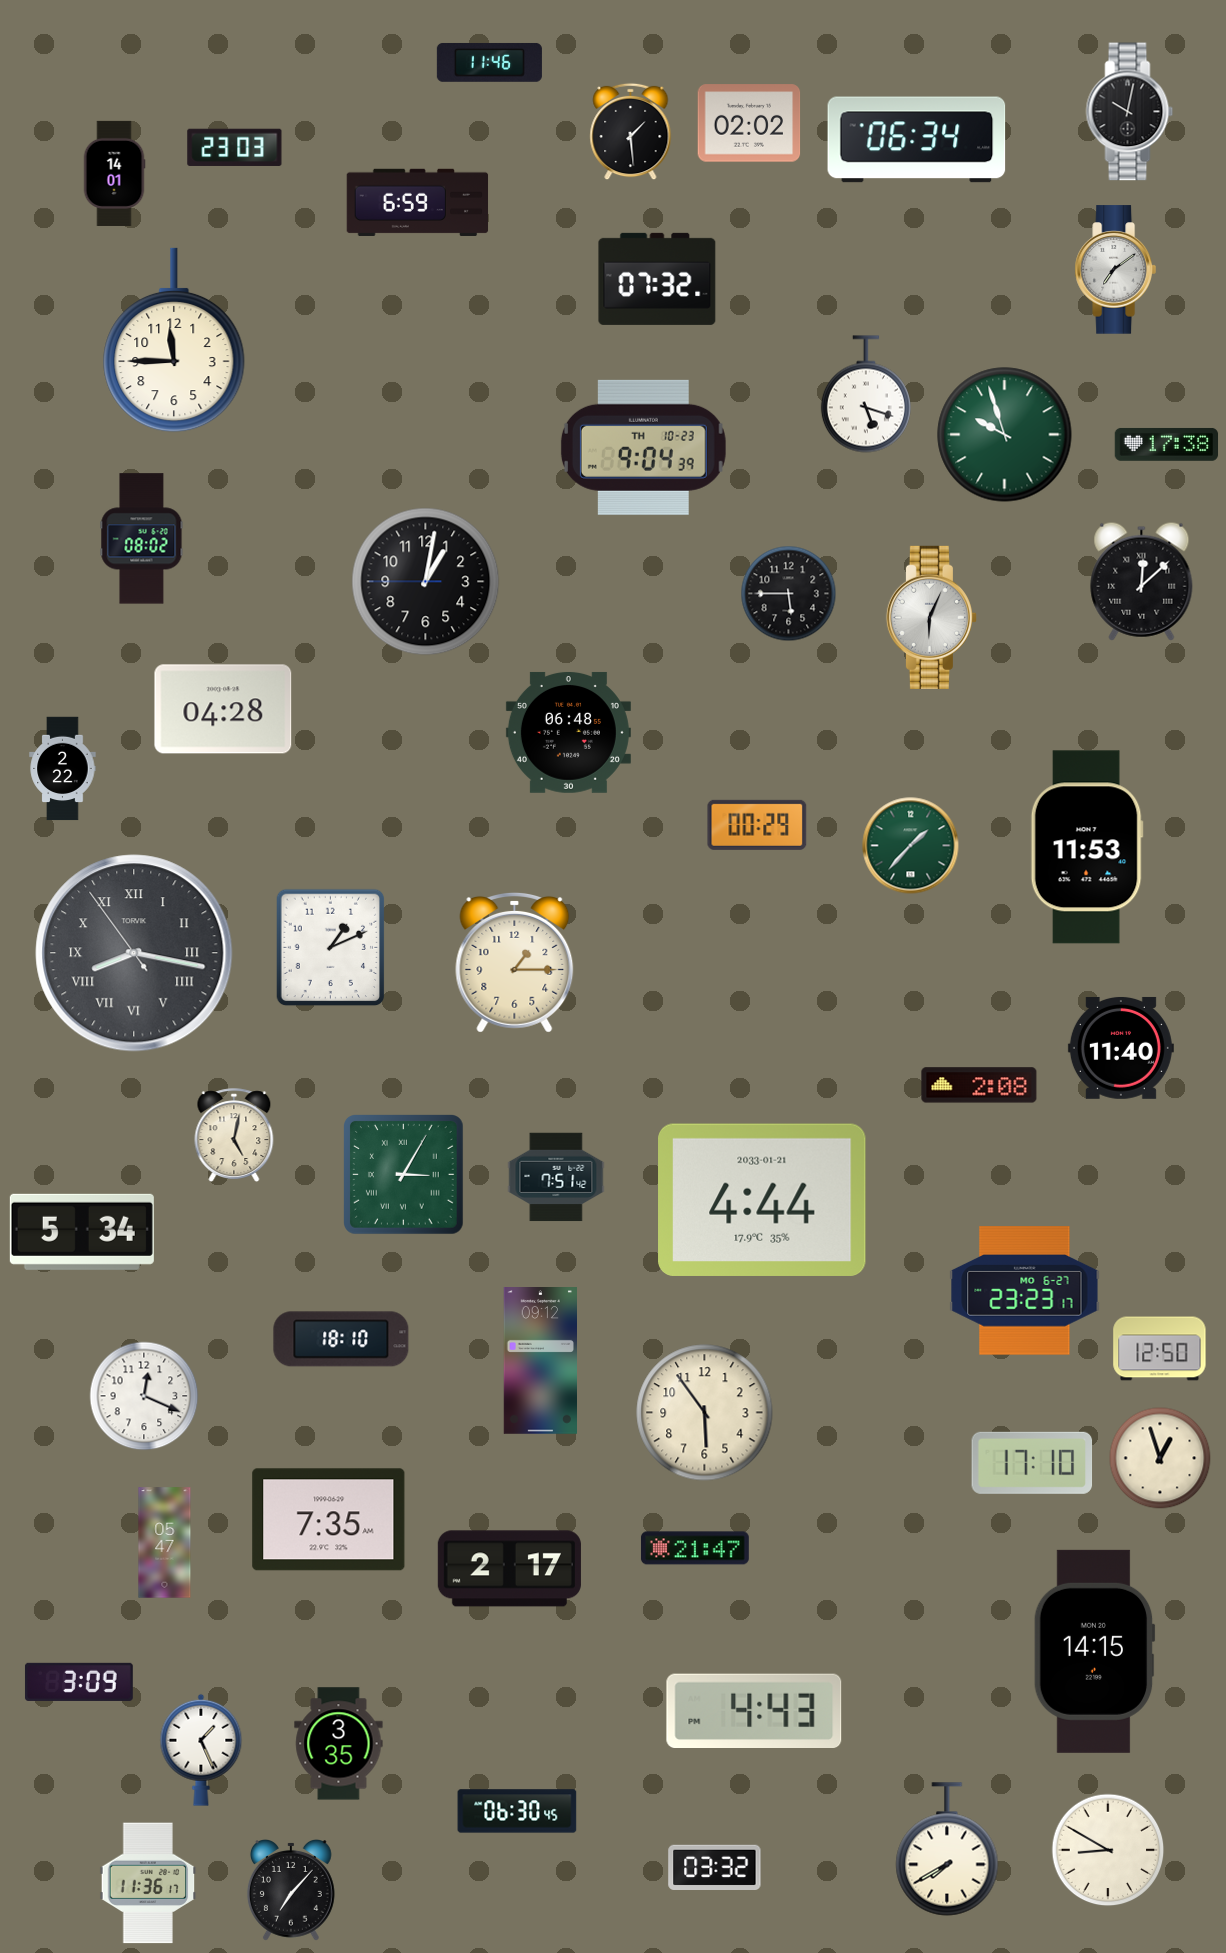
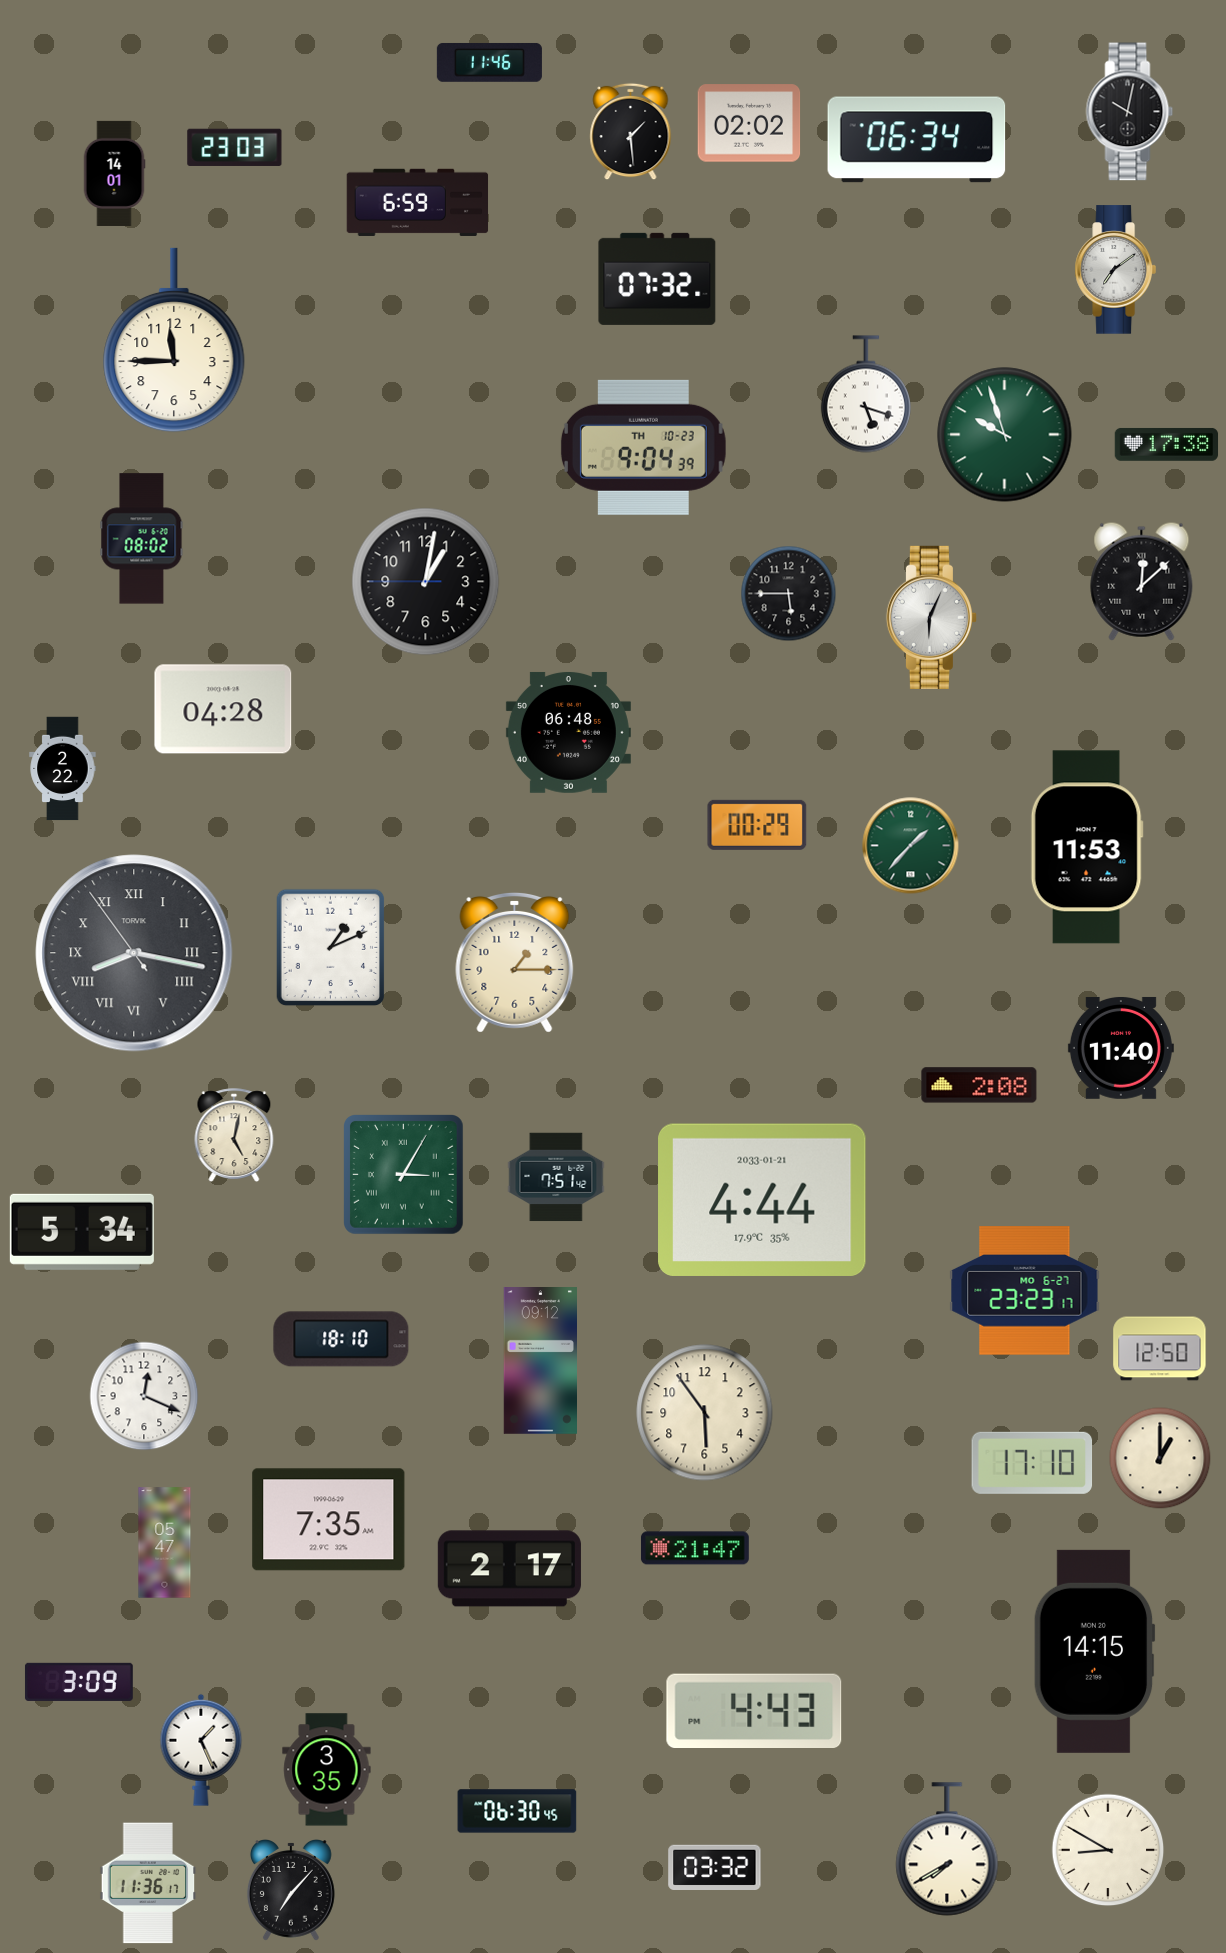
clock at (1160, 1458): 12:57 -> 1:00
clock at (339, 1744) position: (339, 1744) -> (327, 1770)
